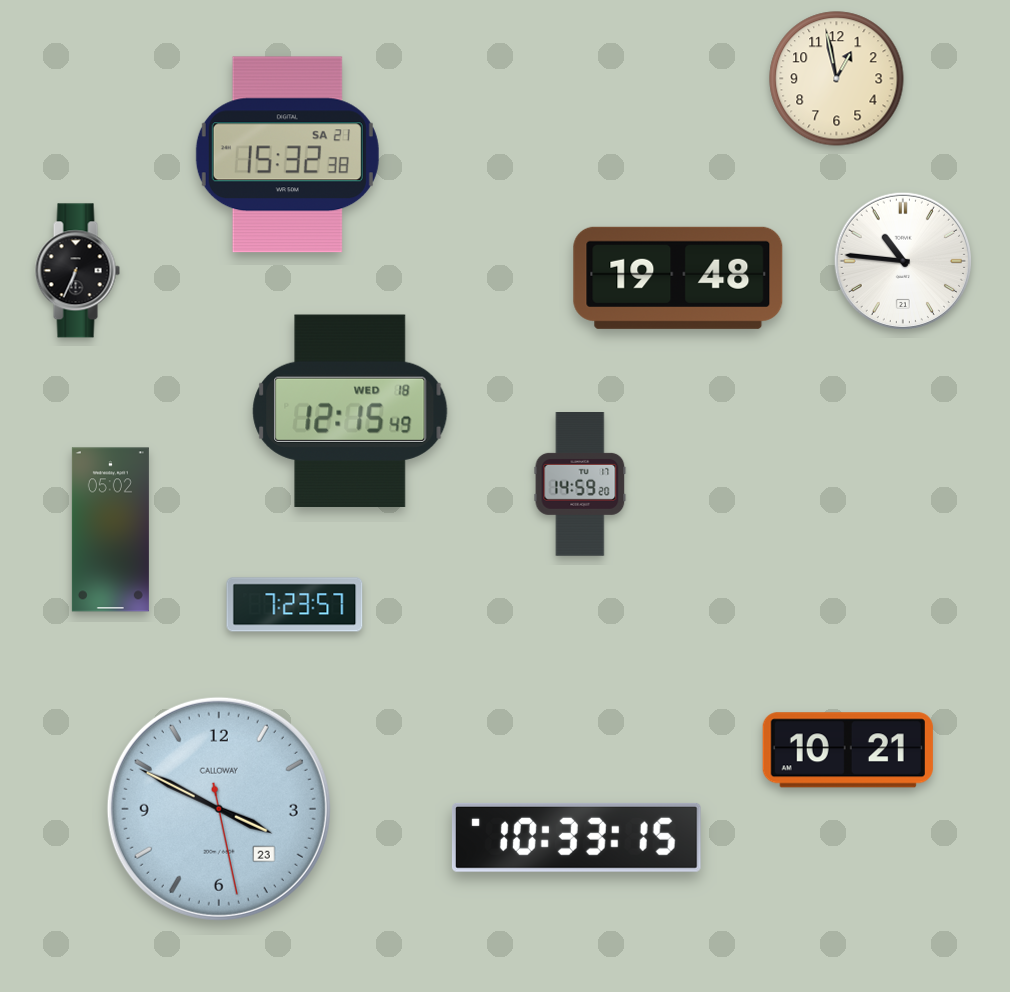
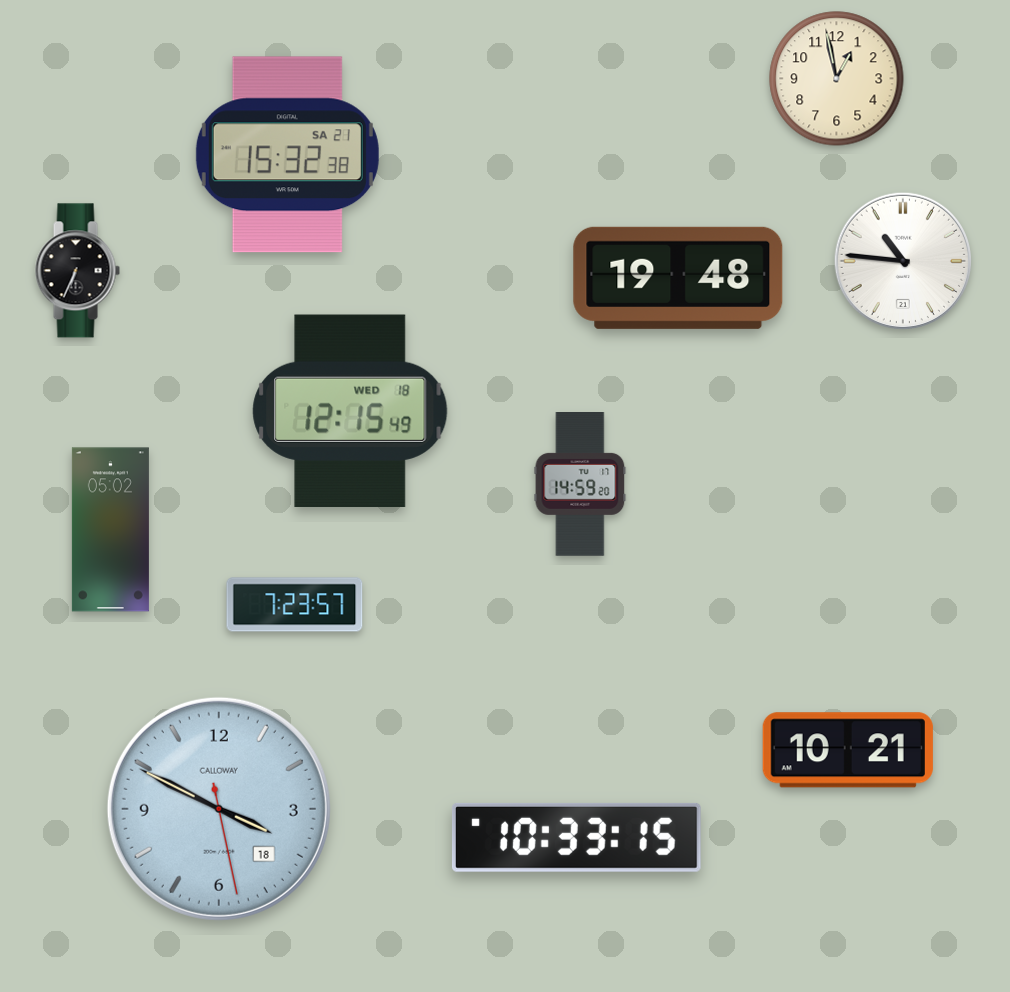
clock at (219, 809) date: 23 -> 18
